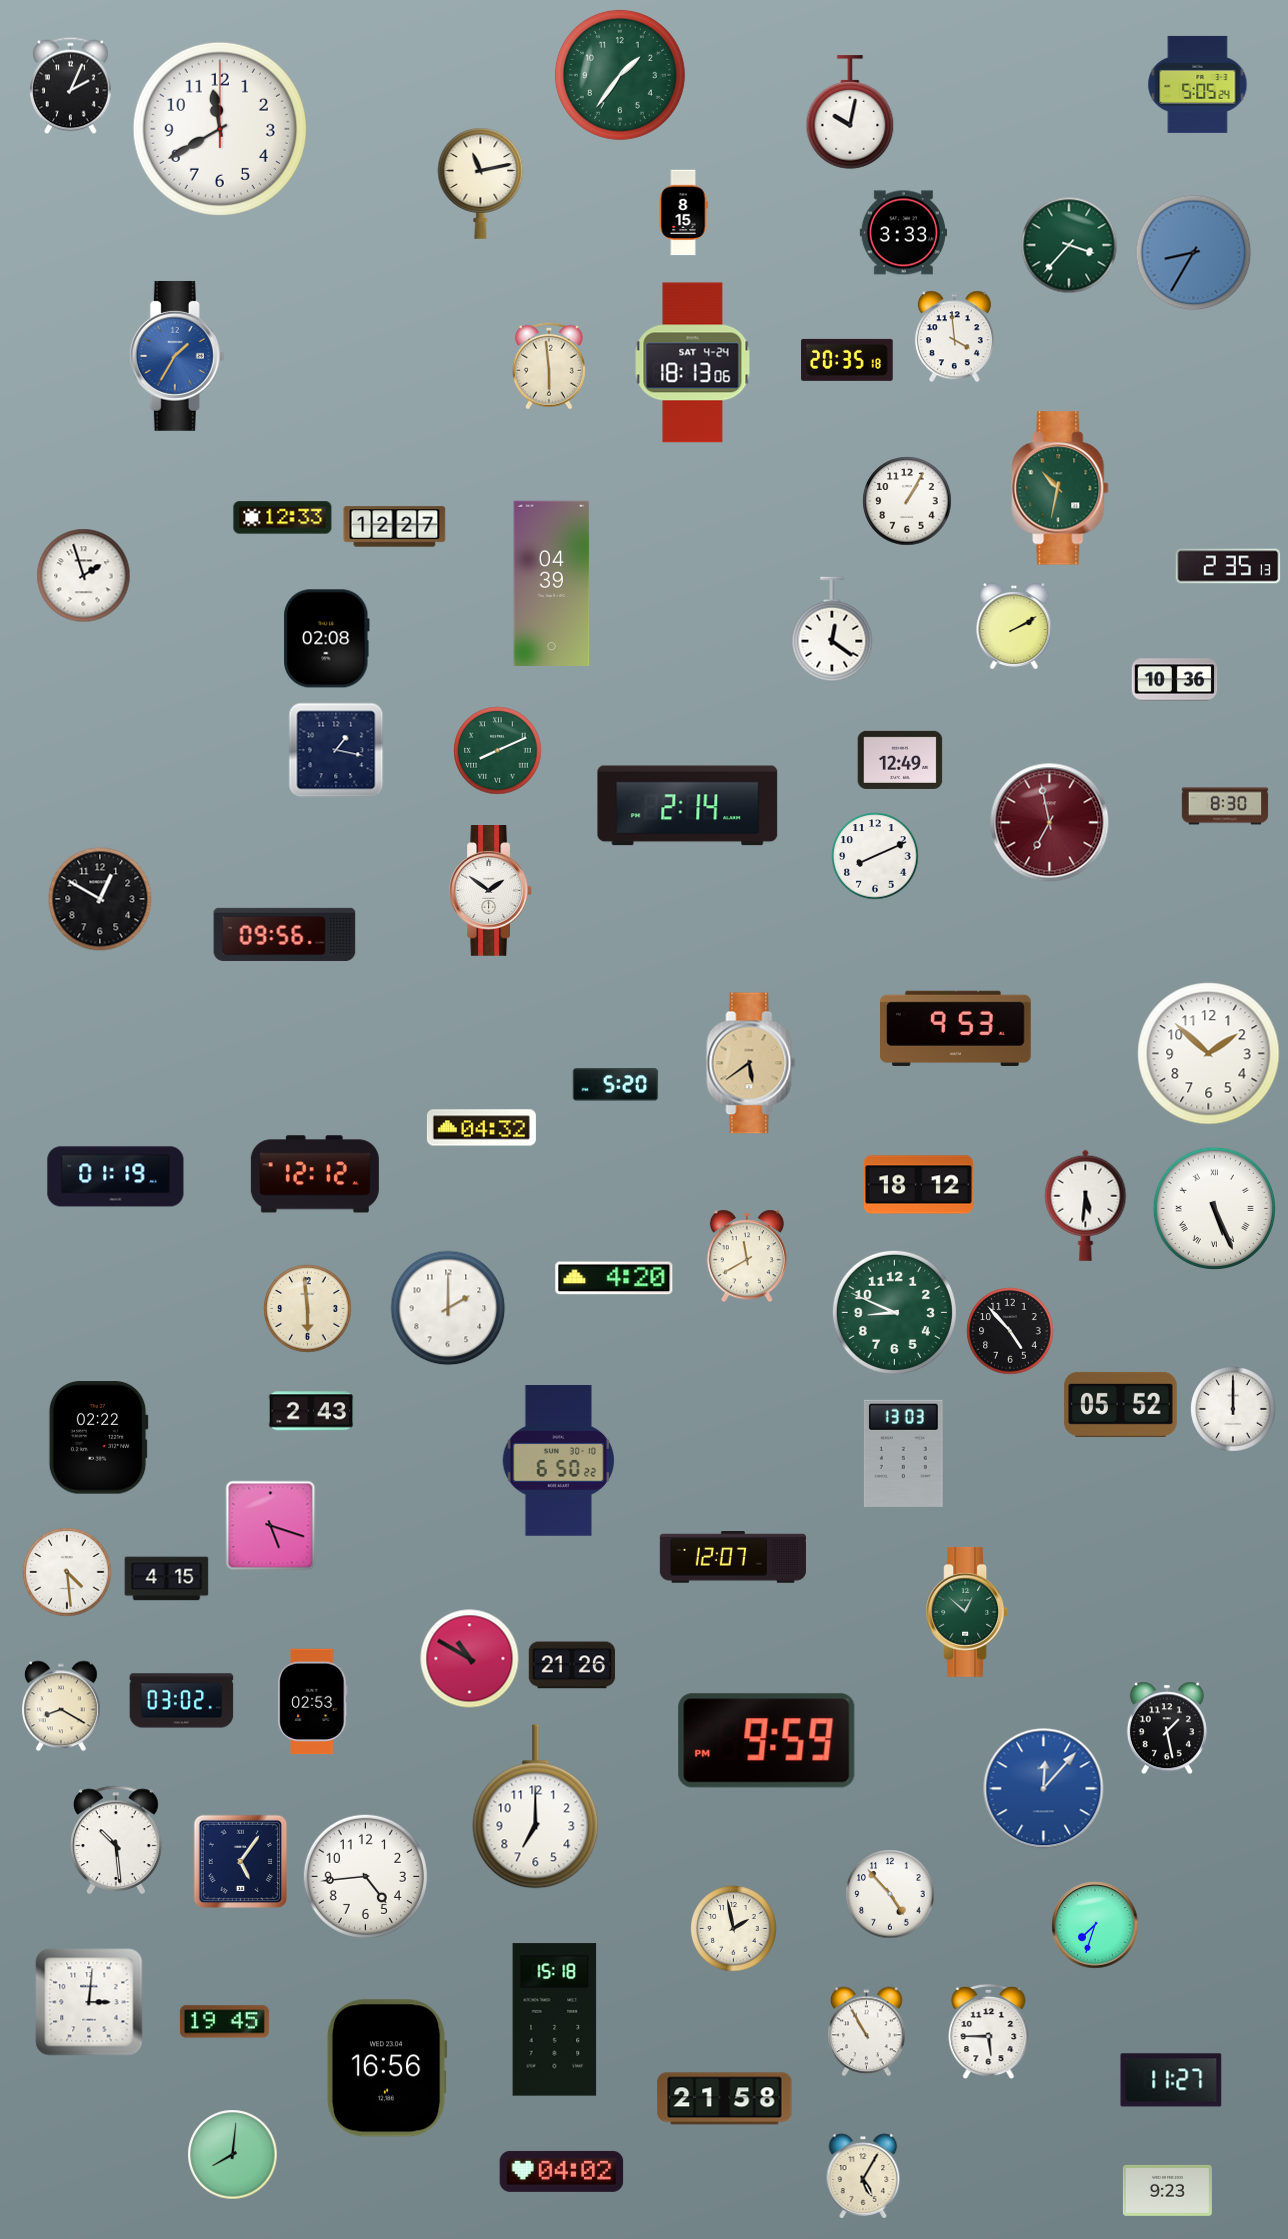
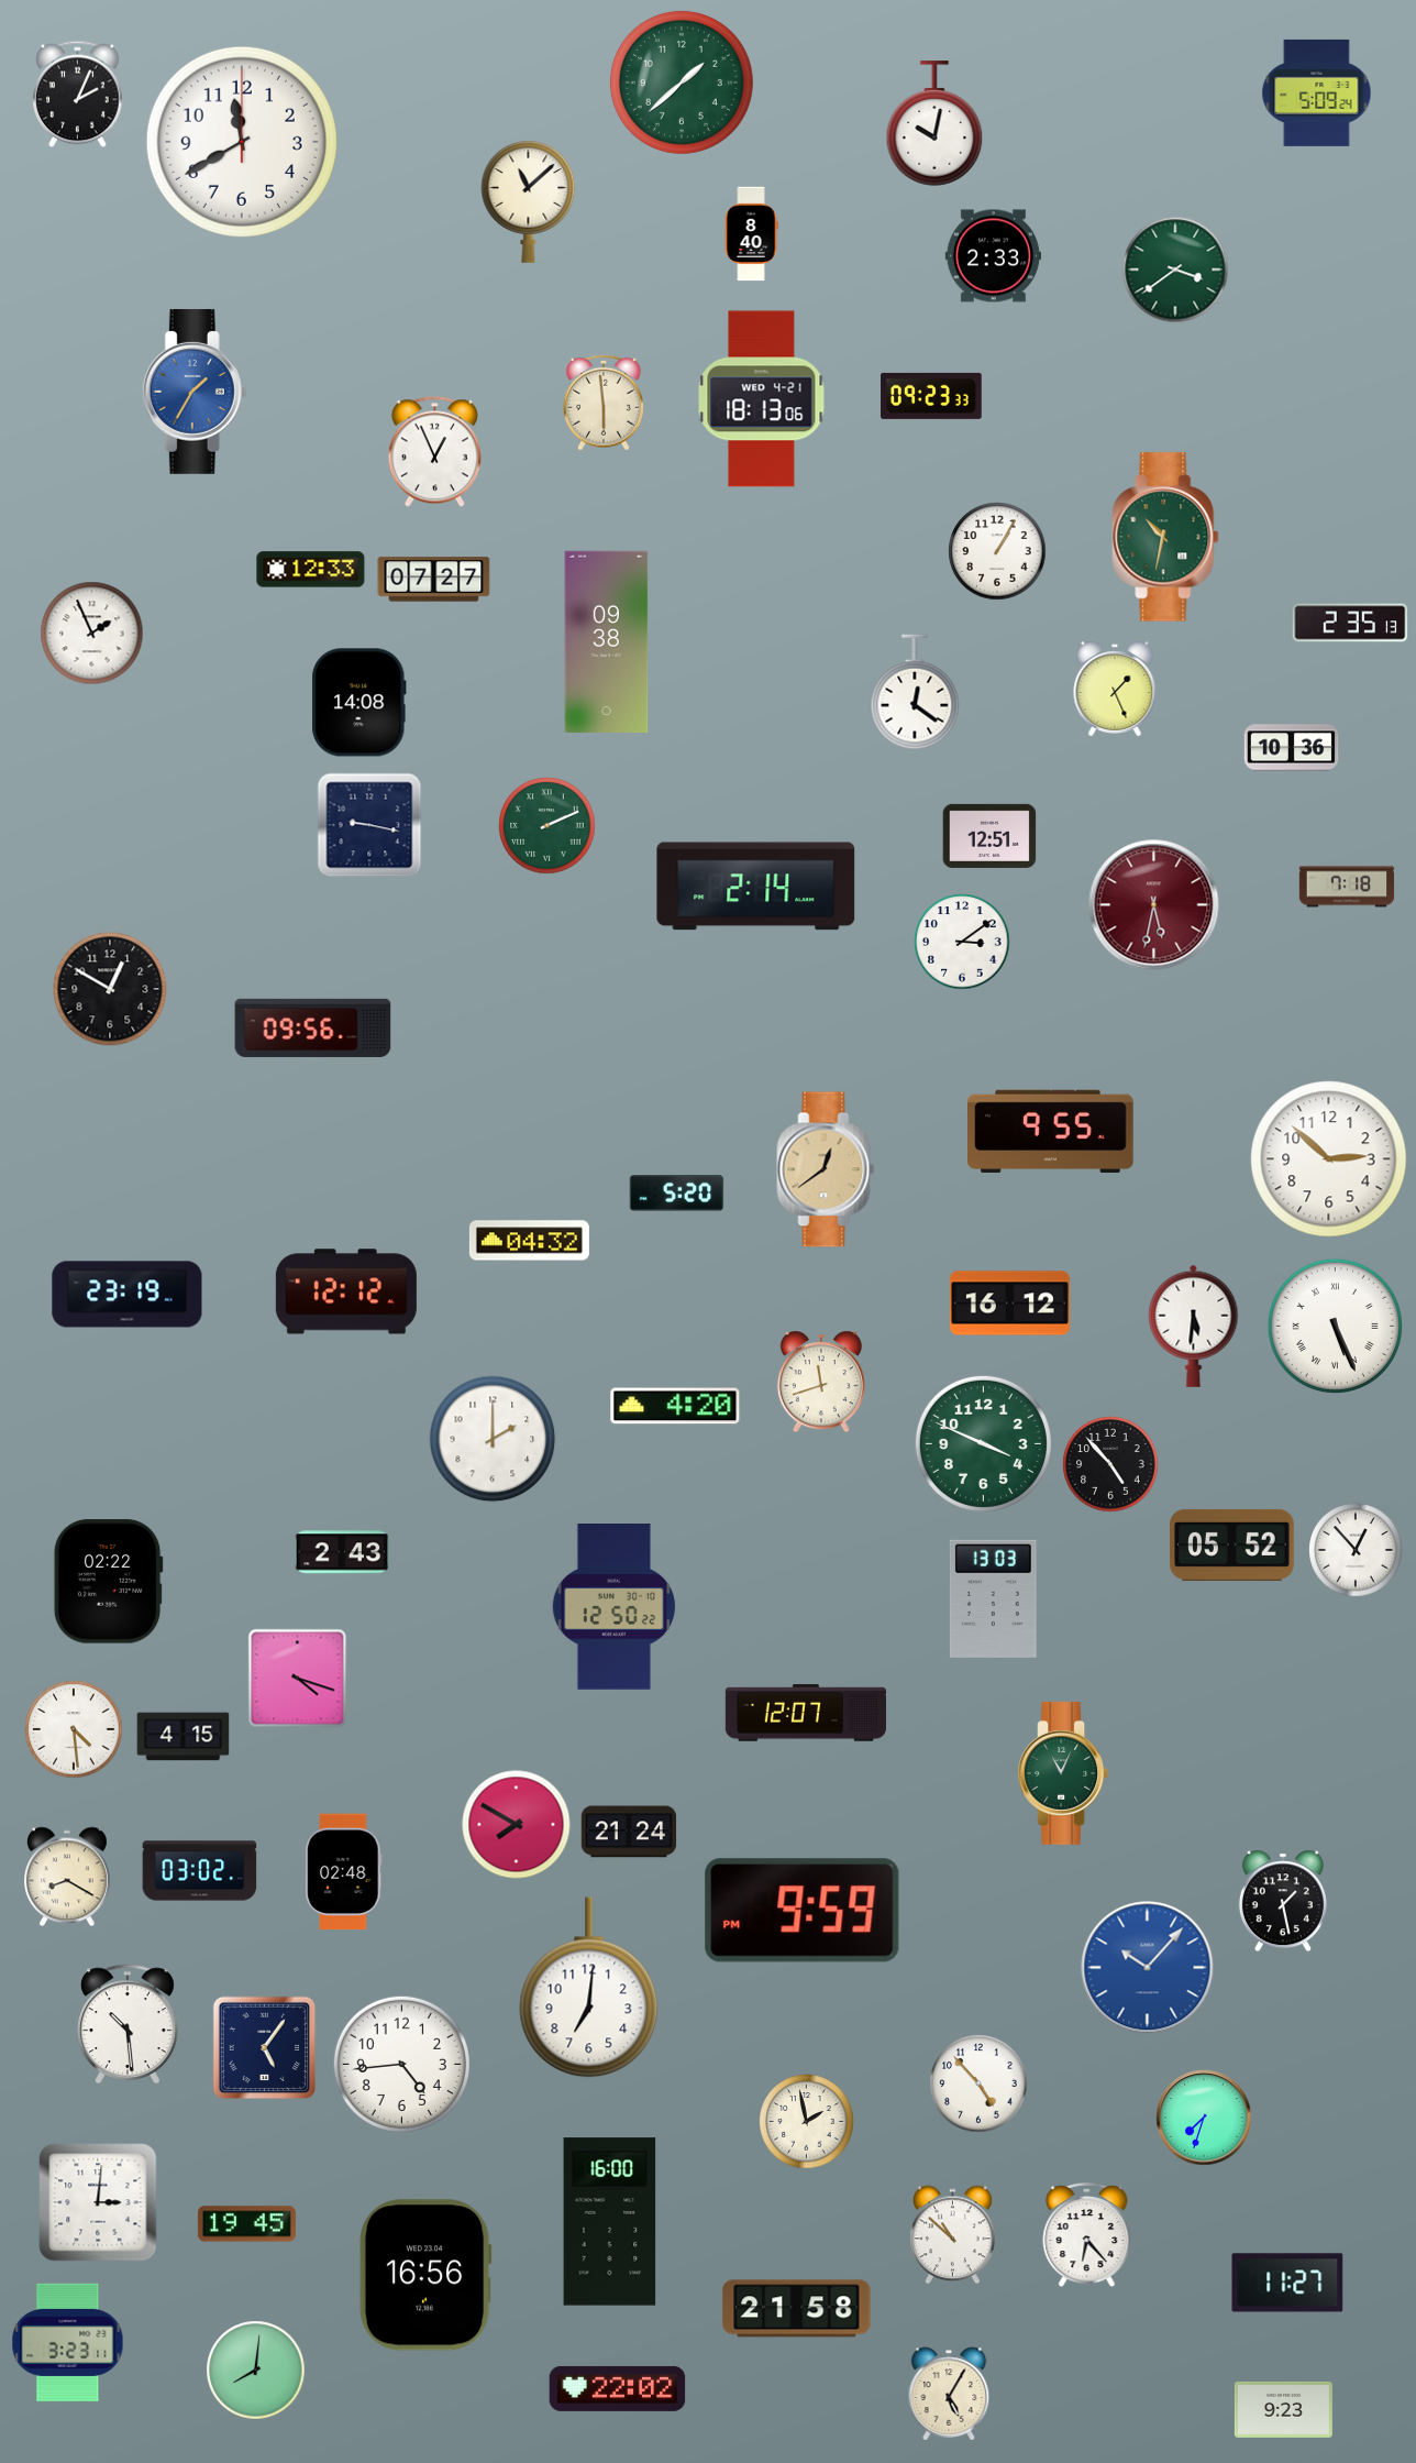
clock at (620, 75): 1:36 -> 1:38
clock at (1198, 84): 5:05 -> 5:09
clock at (481, 183): 11:13 -> 11:08
clock at (683, 213): 8:15 -> 8:40
clock at (903, 233): 3:33 -> 2:33
clock at (1069, 245): 3:37 -> 3:39
clock at (1194, 253): 8:35 -> none
clock at (954, 337): 3:59 -> none
clock at (847, 360): 20:35 -> 09:23
clock at (693, 363) date: SAT 4-24 -> WED 4-21
clock at (434, 452): none -> 12:56
clock at (395, 527): 12:27 -> 07:27
clock at (84, 576): 1:57 -> 1:56
clock at (552, 583): 04:39 -> 09:38
clock at (1014, 627): 2:10 -> 1:26
clock at (327, 639): 02:08 -> 14:08
clock at (336, 750): 1:17 -> 9:17
clock at (498, 751): 8:11 -> 2:11
clock at (900, 760): 12:49 -> 12:51
clock at (1225, 806): 8:30 -> 7:18
clock at (1050, 823): 6:58 -> 5:32
clock at (875, 856): 8:11 -> 3:09
clock at (490, 891): 1:51 -> none
clock at (956, 1028): 9:53 -> 9:55
clock at (1209, 1054): 1:52 -> 2:52
clock at (751, 1063): 5:39 -> 12:39
clock at (116, 1177): 01:19 -> 23:19
clock at (918, 1185): 18:12 -> 16:12
clock at (1214, 1208) position: (1214, 1208) -> (1335, 1326)
clock at (747, 1256): 11:40 -> 11:42
clock at (308, 1309): 5:59 -> none
clock at (894, 1312): 8:49 -> 3:49
clock at (1233, 1409): 12:00 -> 12:53
clock at (558, 1461): 6:50 -> 12:50
clock at (271, 1526): 5:18 -> 4:18
clock at (967, 1612): 12:52 -> 11:04
clock at (470, 1659): 10:50 -> 7:50
clock at (572, 1665): 21:26 -> 21:24
clock at (313, 1702): 02:53 -> 02:48
clock at (767, 1741) position: (767, 1741) -> (803, 1911)
clock at (1044, 1789): 12:07 -> 10:07
clock at (536, 1807): 7:00 -> 7:01
clock at (555, 2020): 15:18 -> 16:00
clock at (867, 2032): 10:55 -> 10:52
clock at (989, 2032): 5:45 -> 6:23
clock at (1171, 2080) position: (1171, 2080) -> (1287, 2283)
clock at (68, 2342): none -> 3:23
clock at (562, 2171): 04:02 -> 22:02
